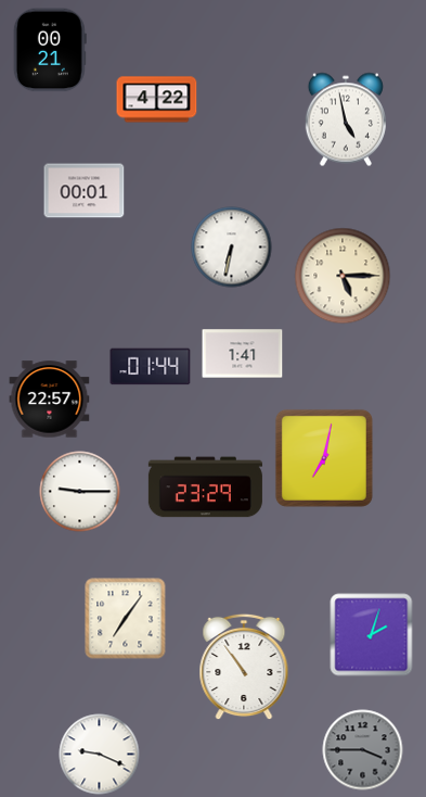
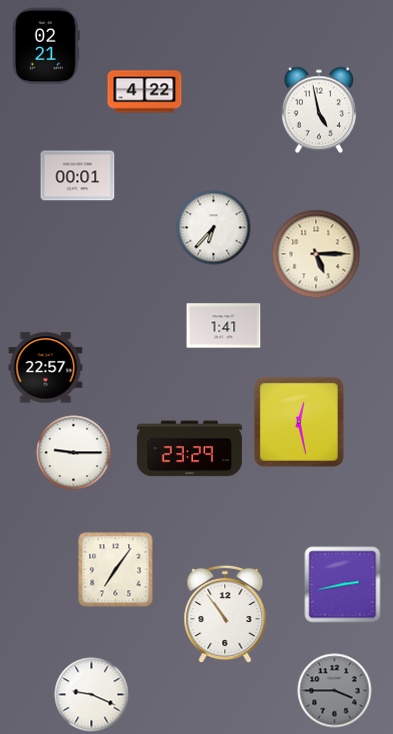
clock at (50, 50): 00:21 -> 02:21
clock at (232, 248): 6:32 -> 6:37
clock at (151, 367): 01:44 -> none
clock at (324, 458): 7:02 -> 12:28
clock at (372, 635): 2:03 -> 2:43
